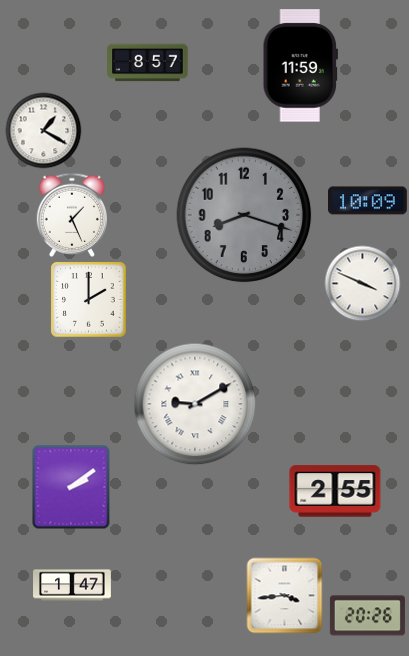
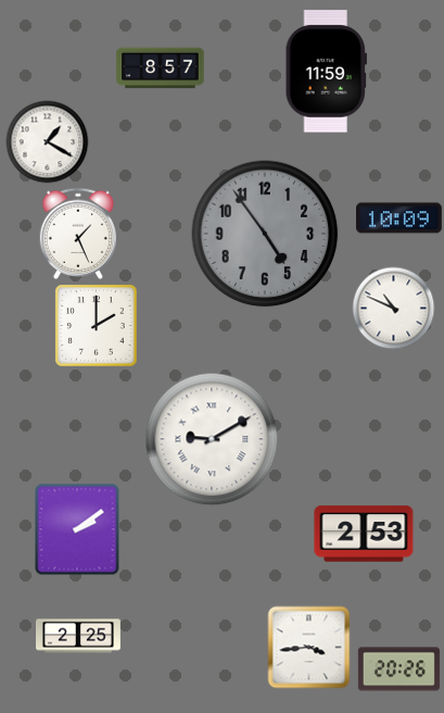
clock at (244, 215): 8:18 -> 4:54
clock at (363, 284): 3:49 -> 10:49
clock at (335, 491): 2:55 -> 2:53
clock at (73, 585): 1:47 -> 2:25
